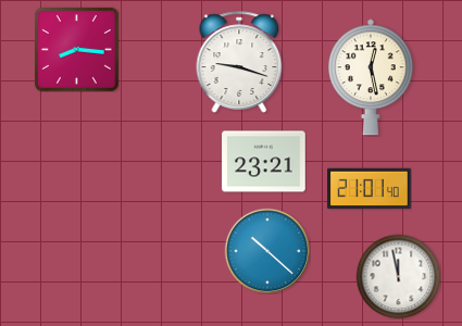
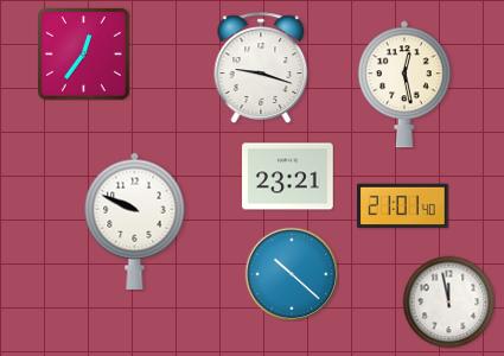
clock at (76, 49): 8:16 -> 12:36
clock at (135, 221): none -> 9:49
clock at (398, 276) position: (398, 276) -> (448, 301)
